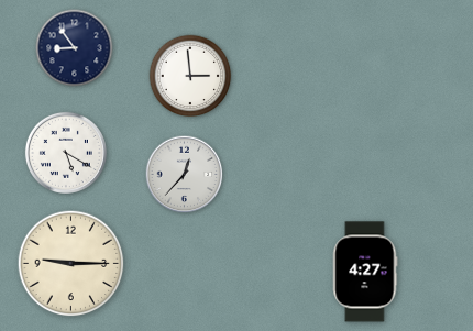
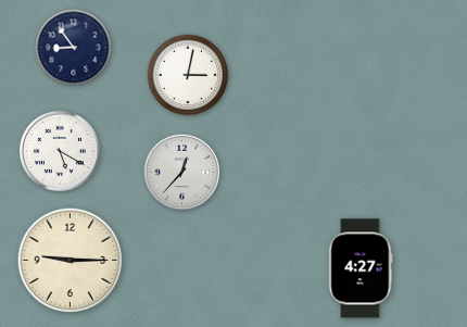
clock at (190, 76): 2:59 -> 3:02
clock at (66, 153) position: (66, 153) -> (60, 151)
